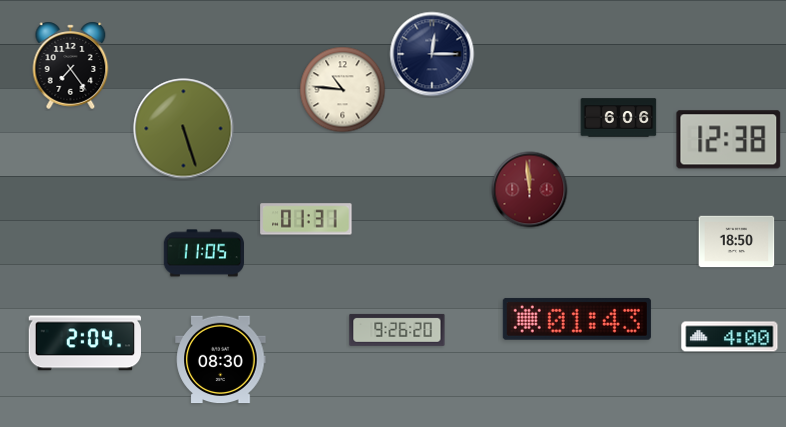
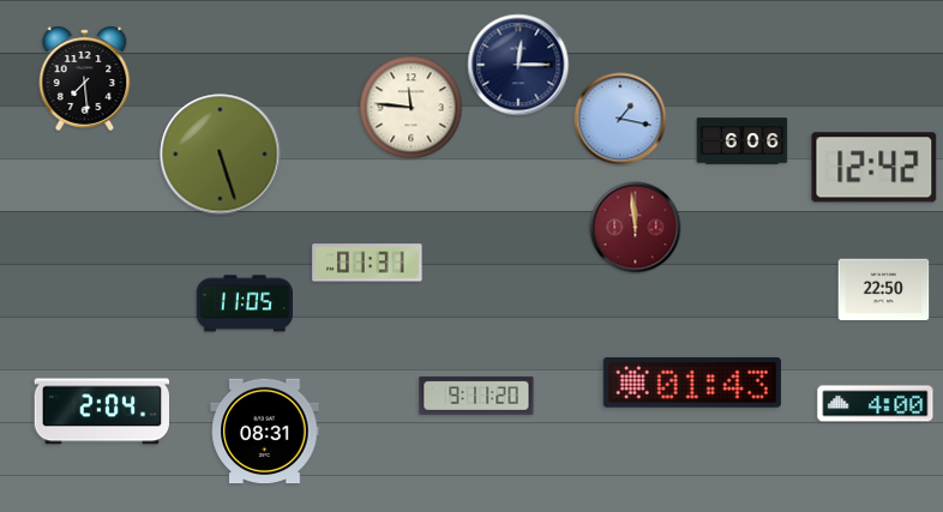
clock at (71, 65): 7:24 -> 7:29
clock at (343, 90): 10:46 -> 11:46
clock at (620, 119): none -> 1:17
clock at (729, 140): 12:38 -> 12:42
clock at (737, 242): 18:50 -> 22:50
clock at (397, 330): 9:26 -> 9:11
clock at (221, 360): 08:30 -> 08:31
